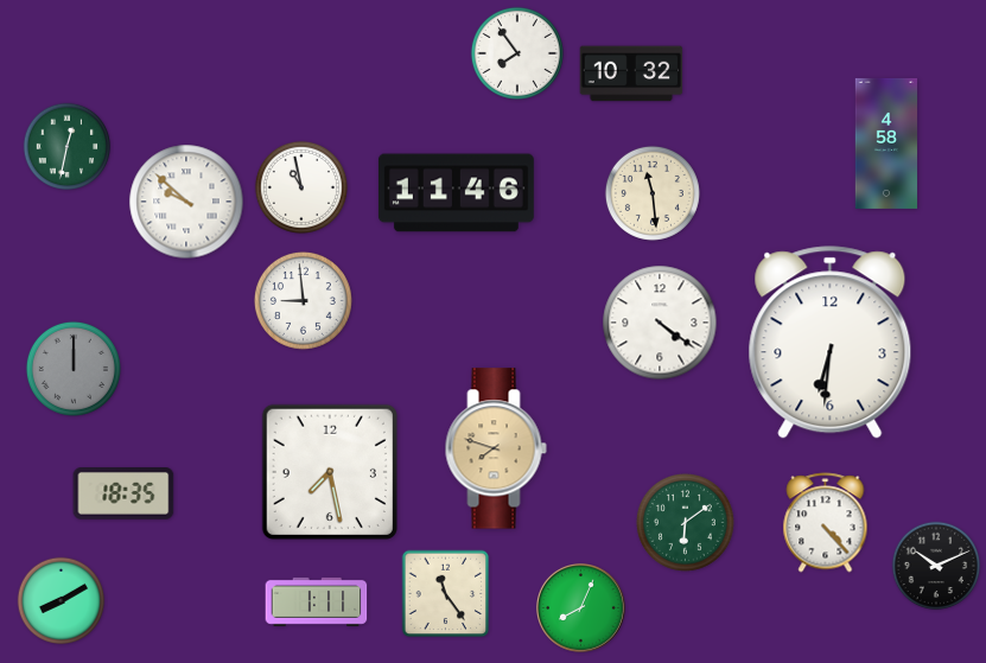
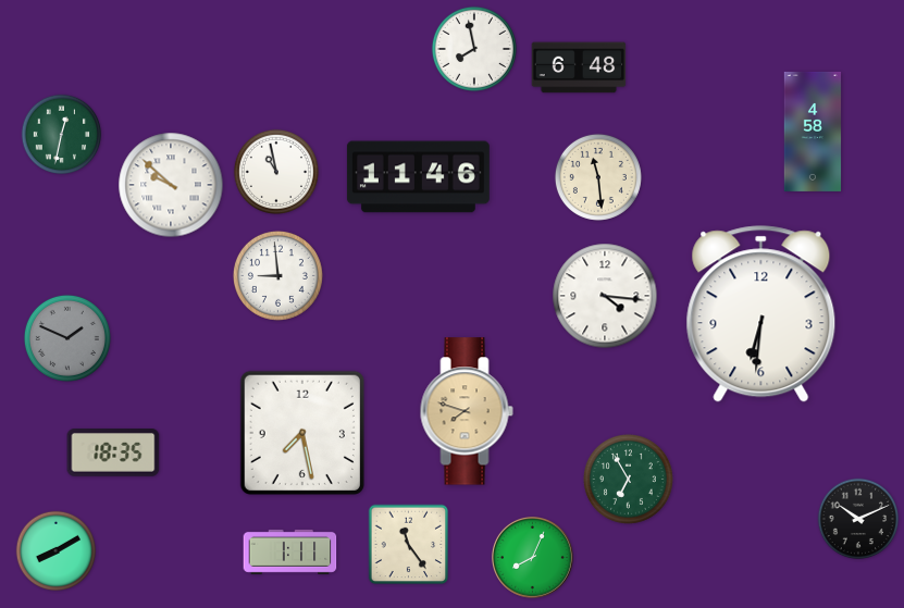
clock at (517, 53): 7:54 -> 7:58
clock at (631, 74): 10:32 -> 6:48
clock at (660, 323): 4:21 -> 4:16
clock at (74, 369): 12:00 -> 1:49
clock at (496, 448) position: (496, 448) -> (467, 411)
clock at (685, 522): 6:09 -> 6:55
clock at (826, 523): 4:23 -> none
